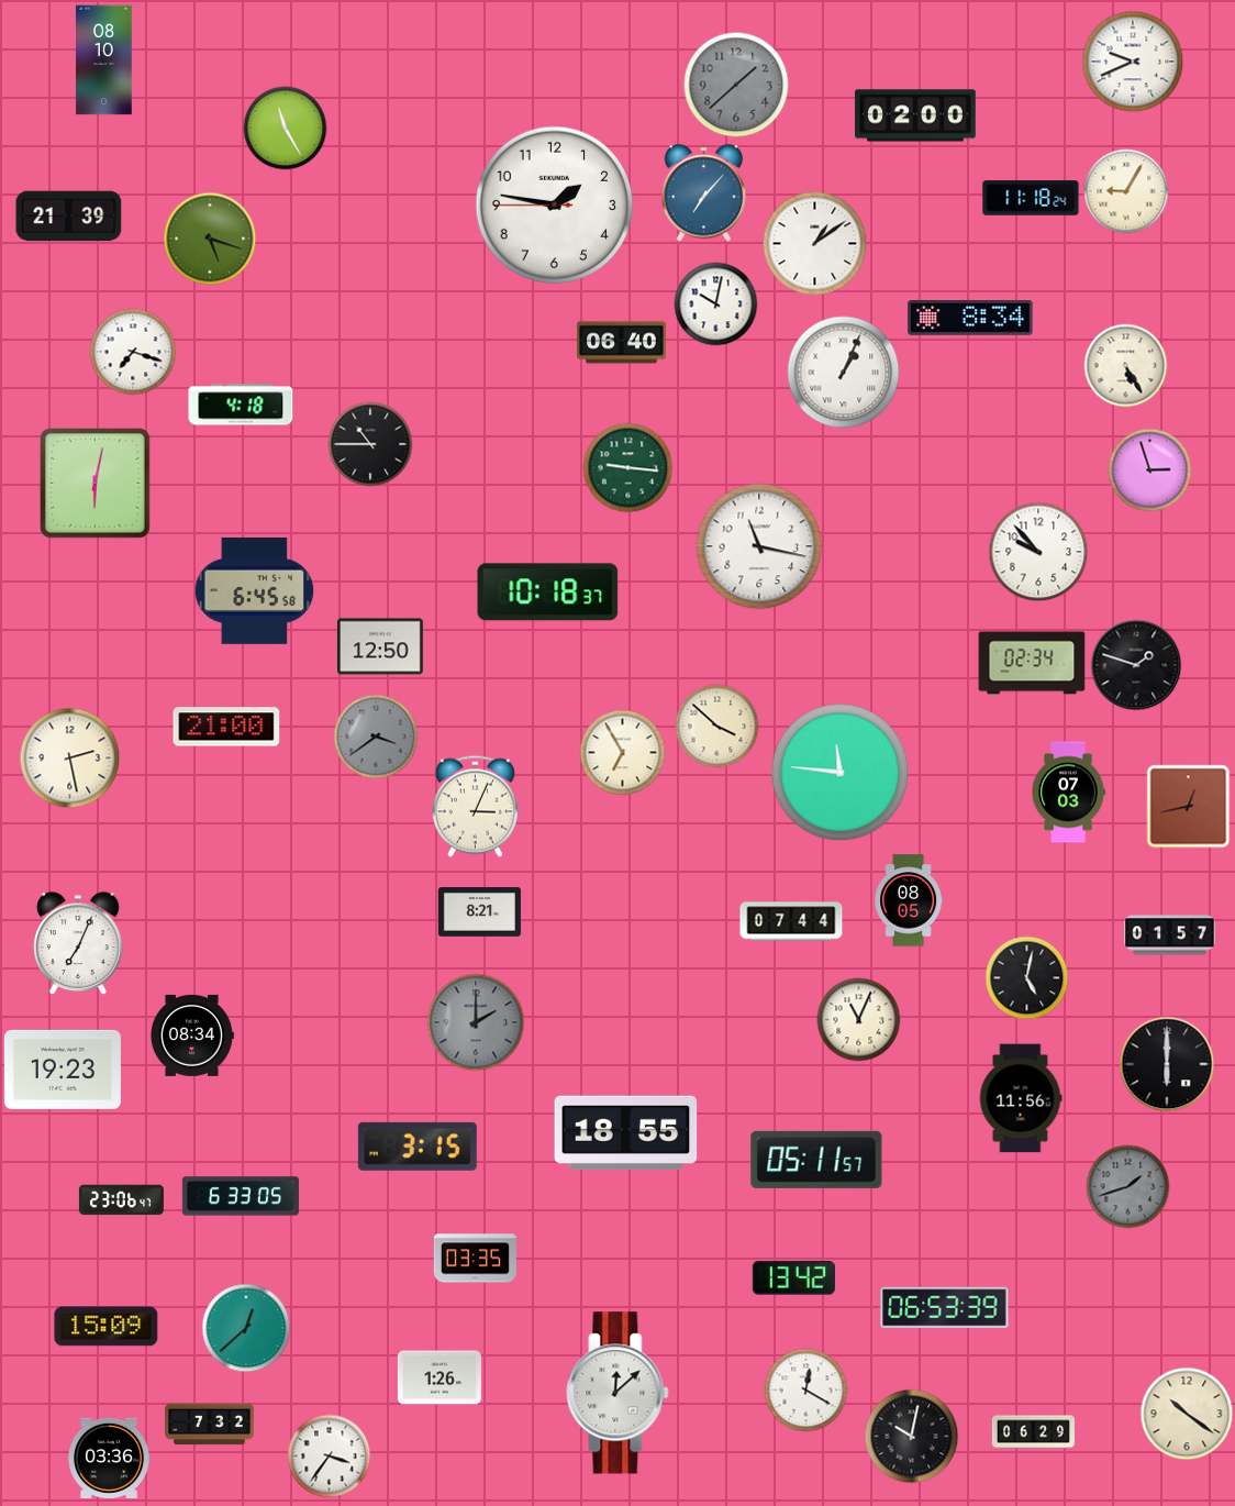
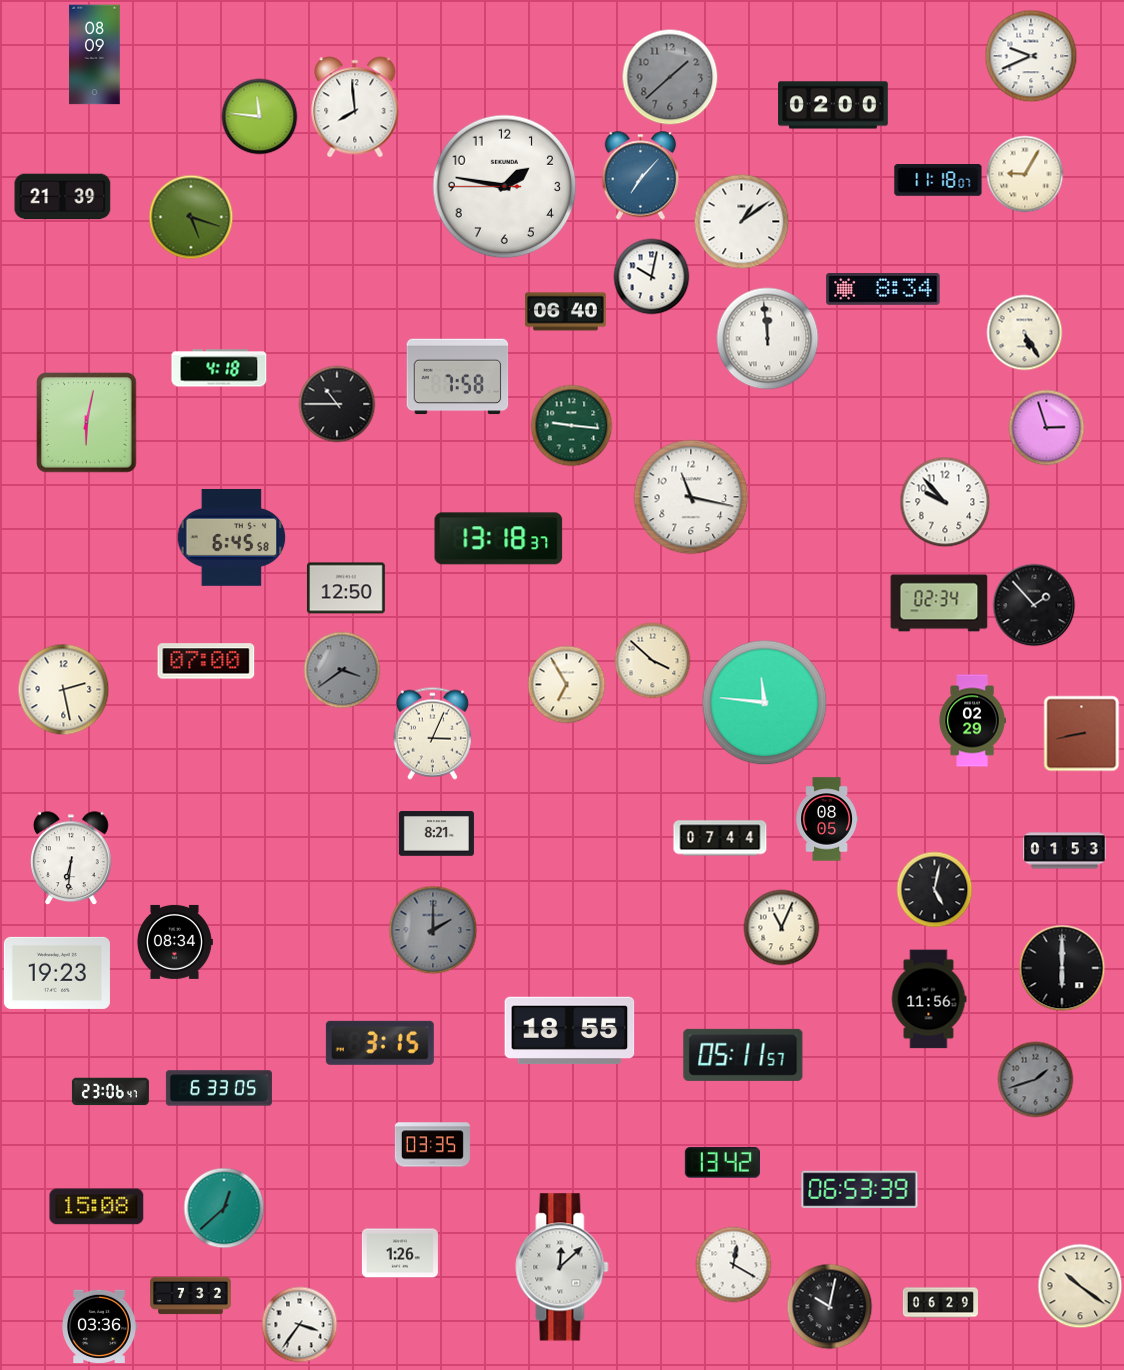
clock at (104, 60): 08:10 -> 08:09
clock at (355, 107): none -> 7:59
clock at (286, 129): 11:25 -> 11:46
clock at (1031, 198): 11:18:24 -> 11:18:07
clock at (133, 352): 7:18 -> none
clock at (844, 373): 1:04 -> 11:59
clock at (458, 377): none -> 7:58
clock at (96, 484) position: (96, 484) -> (87, 423)
clock at (548, 593): 10:18 -> 13:18
clock at (1136, 665): 1:48 -> 1:53
clock at (226, 727): 21:00 -> 07:00
clock at (1068, 793): 07:03 -> 02:29
clock at (1189, 807): 12:43 -> 8:43
clock at (479, 912) position: (479, 912) -> (436, 834)
clock at (1170, 935): 01:57 -> 01:53
clock at (79, 944): 7:04 -> 6:31
clock at (1128, 1187) position: (1128, 1187) -> (1036, 1080)
clock at (107, 1327): 15:09 -> 15:08
